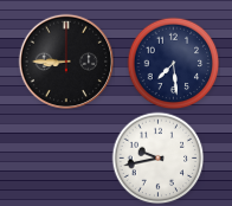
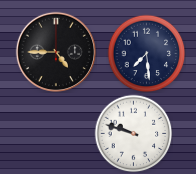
clock at (65, 60): 8:45 -> 4:45
clock at (157, 157): 9:43 -> 9:48
